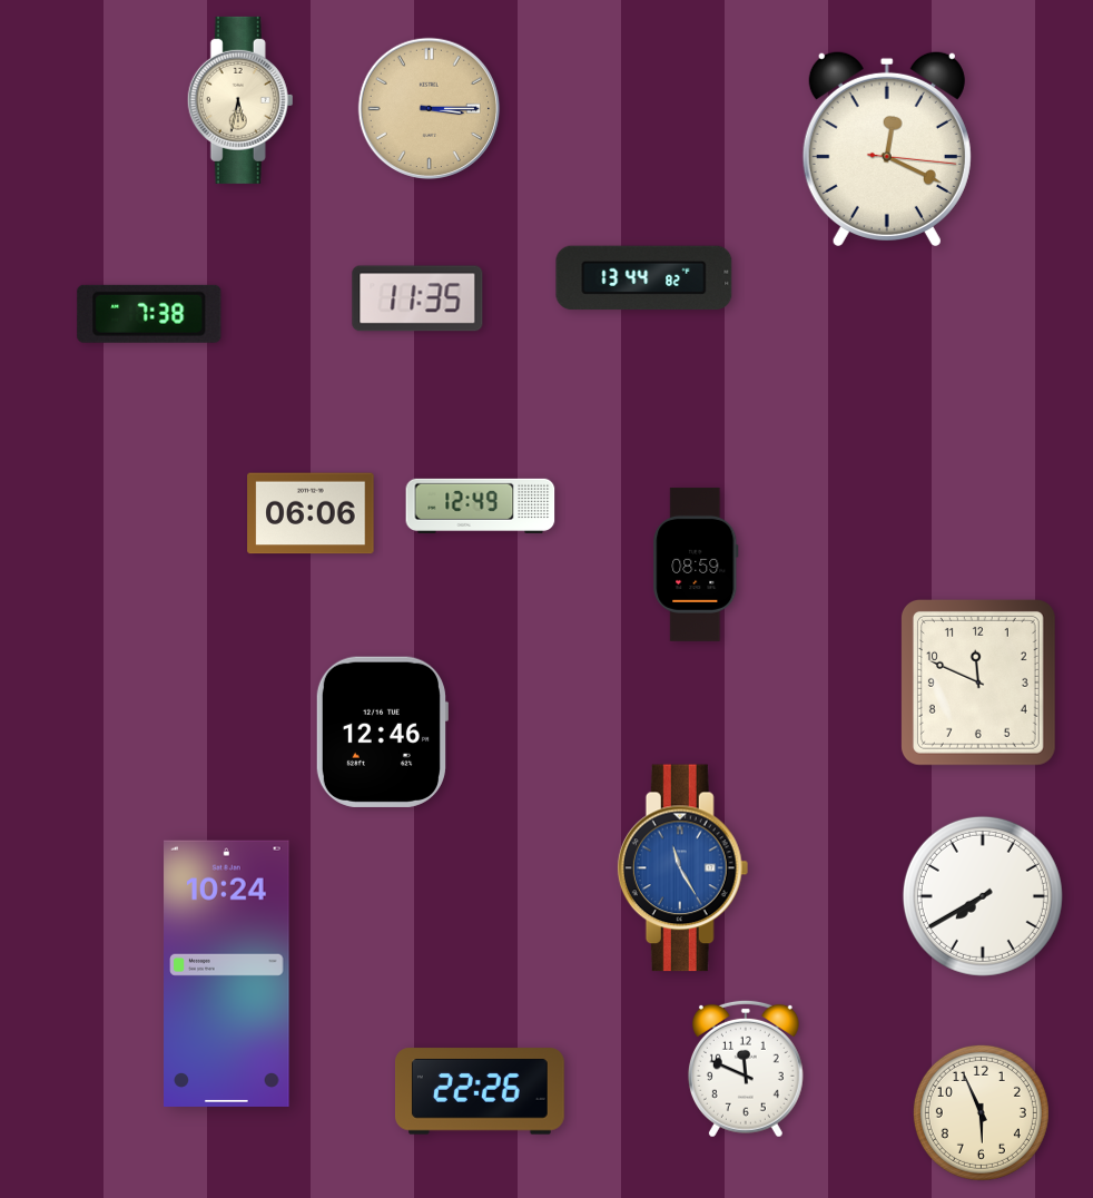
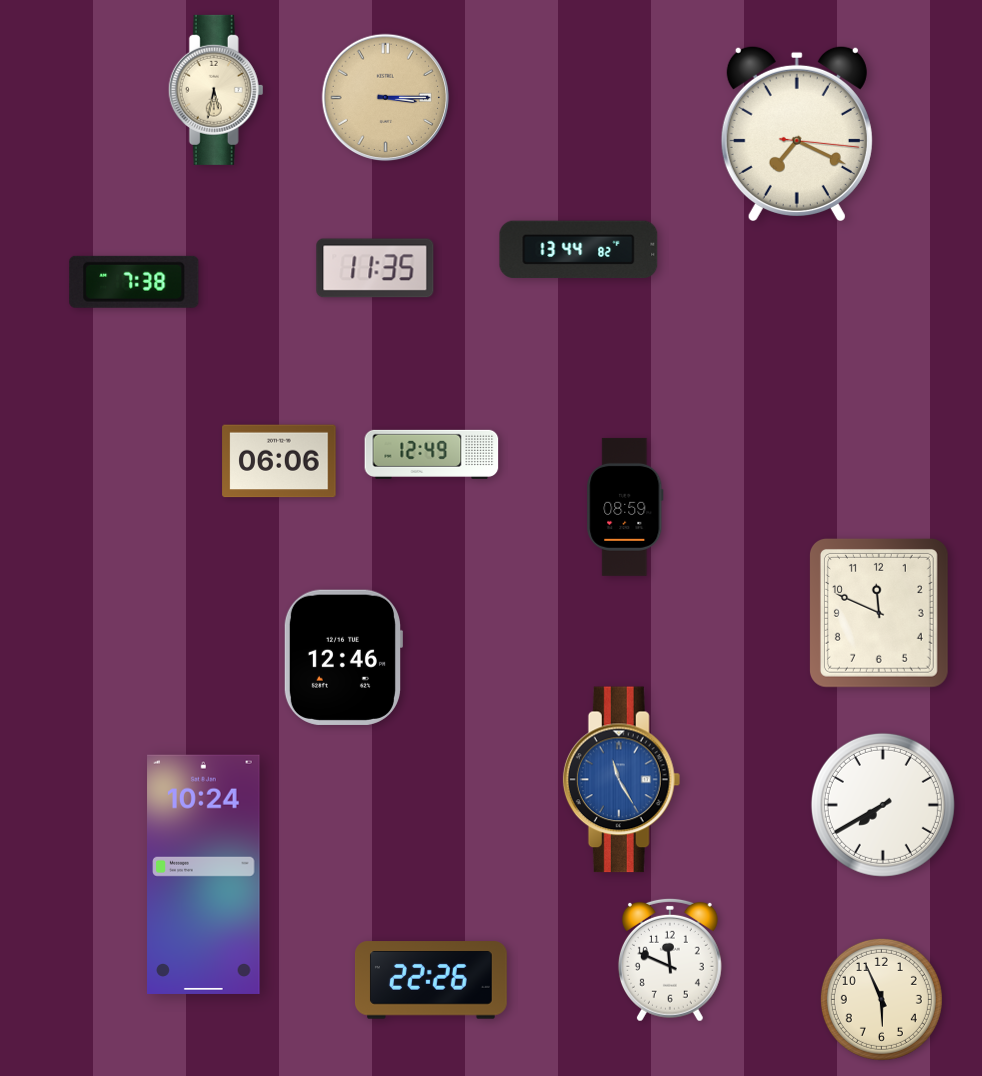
clock at (887, 148): 12:19 -> 7:19
clock at (683, 868) position: (683, 868) -> (622, 780)
